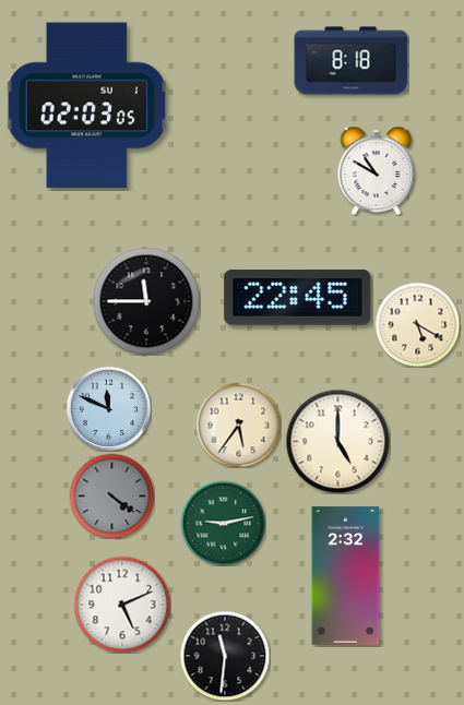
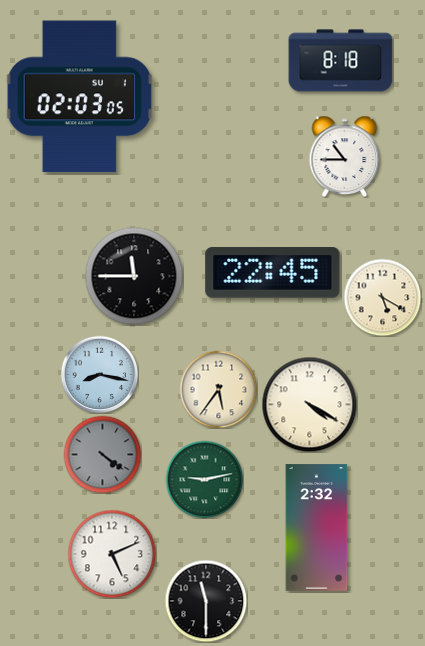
clock at (352, 61) position: (352, 61) -> (341, 61)
clock at (377, 170): 10:50 -> 10:45
clock at (108, 408): 11:49 -> 8:17
clock at (337, 441): 5:00 -> 4:20
clock at (225, 656): 11:31 -> 11:30
